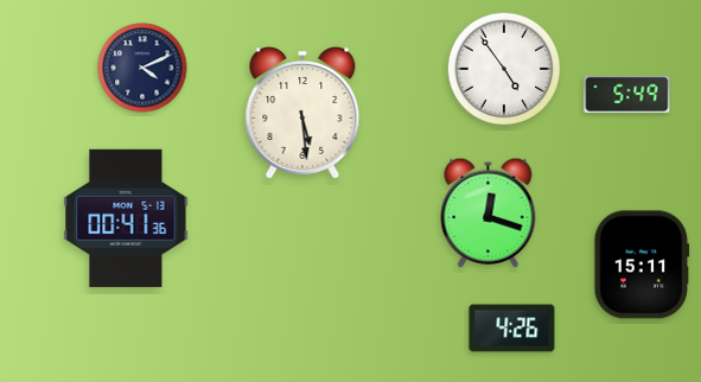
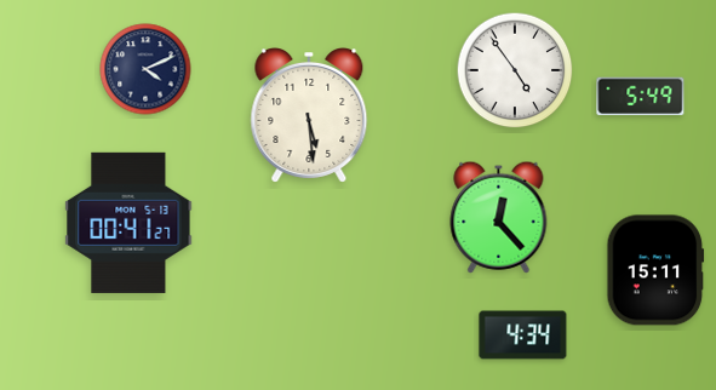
clock at (489, 212): 12:18 -> 12:23
clock at (126, 218): 00:41:36 -> 00:41:27
clock at (512, 329): 4:26 -> 4:34
